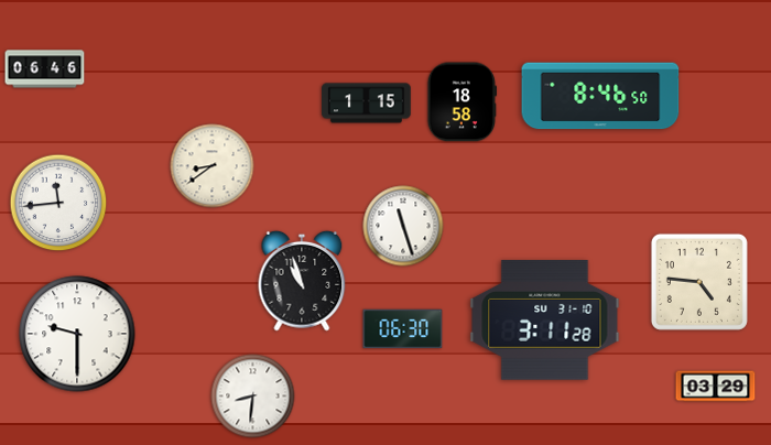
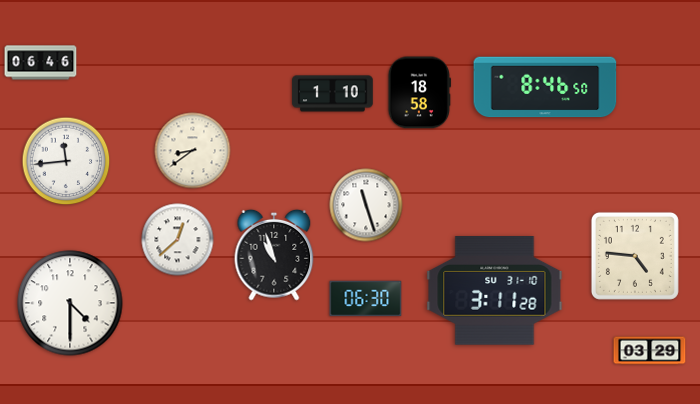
clock at (367, 104): 1:15 -> 1:10
clock at (58, 203) position: (58, 203) -> (66, 161)
clock at (178, 240): none -> 12:38
clock at (77, 334): 9:30 -> 4:30
clock at (253, 397): 8:31 -> none
